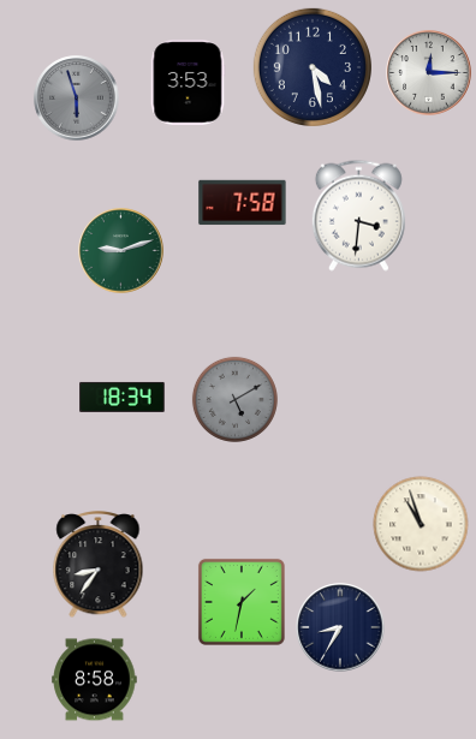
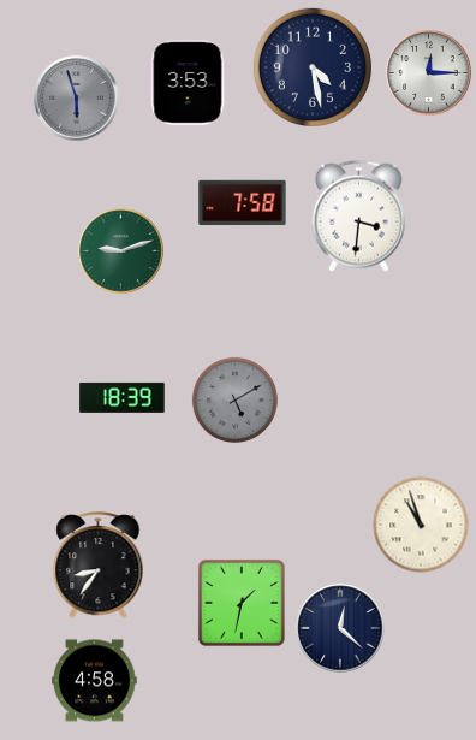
clock at (123, 397): 18:34 -> 18:39
clock at (340, 627): 8:35 -> 12:22
clock at (95, 680): 8:58 -> 4:58
